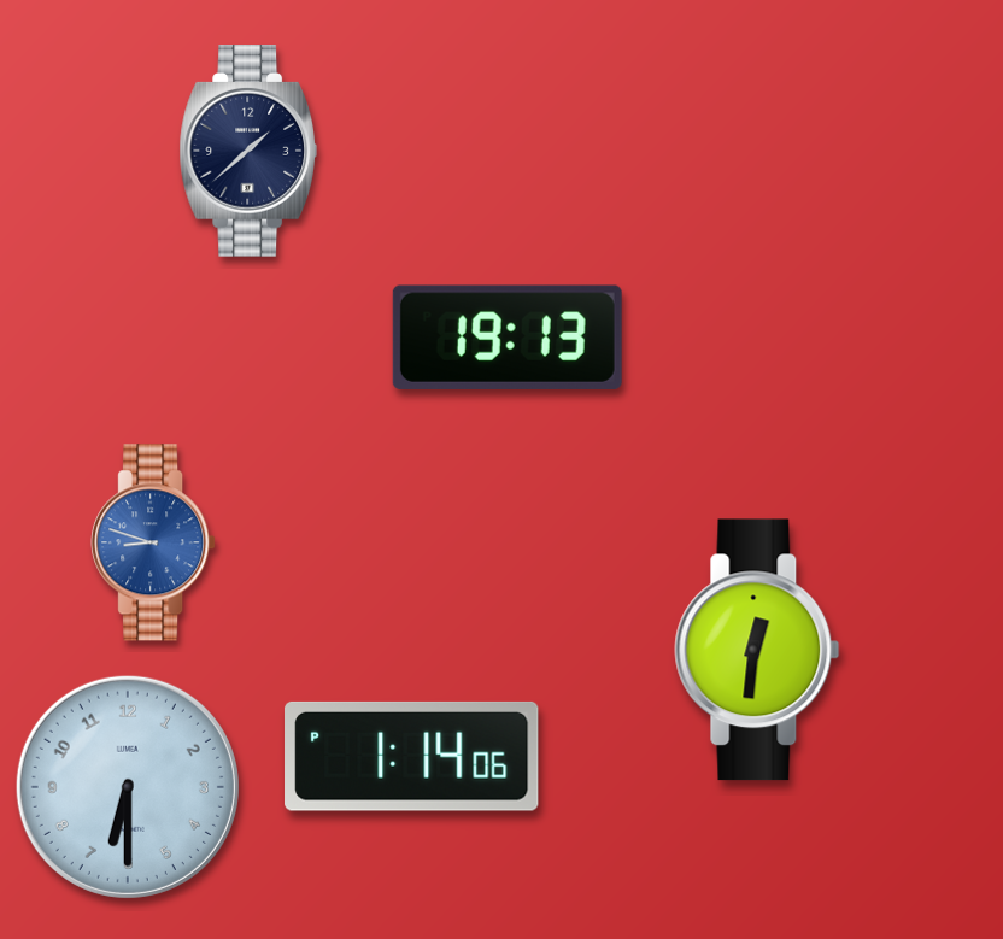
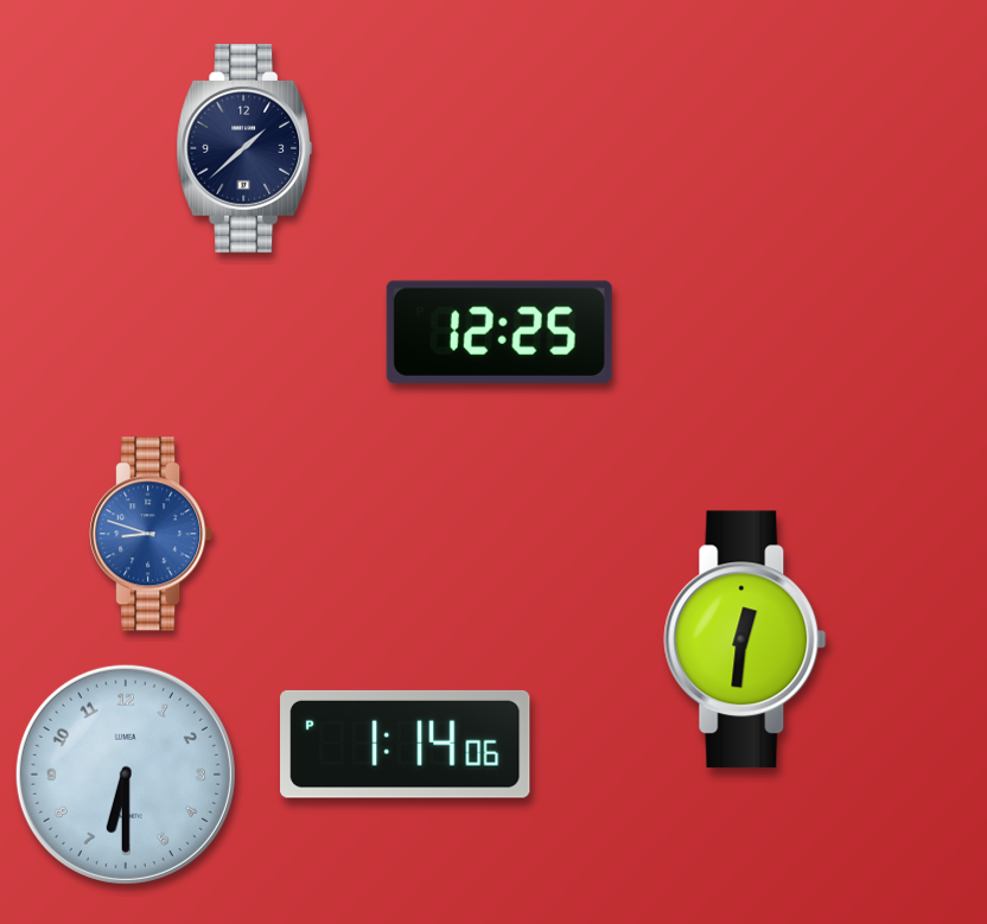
clock at (508, 338): 19:13 -> 12:25
